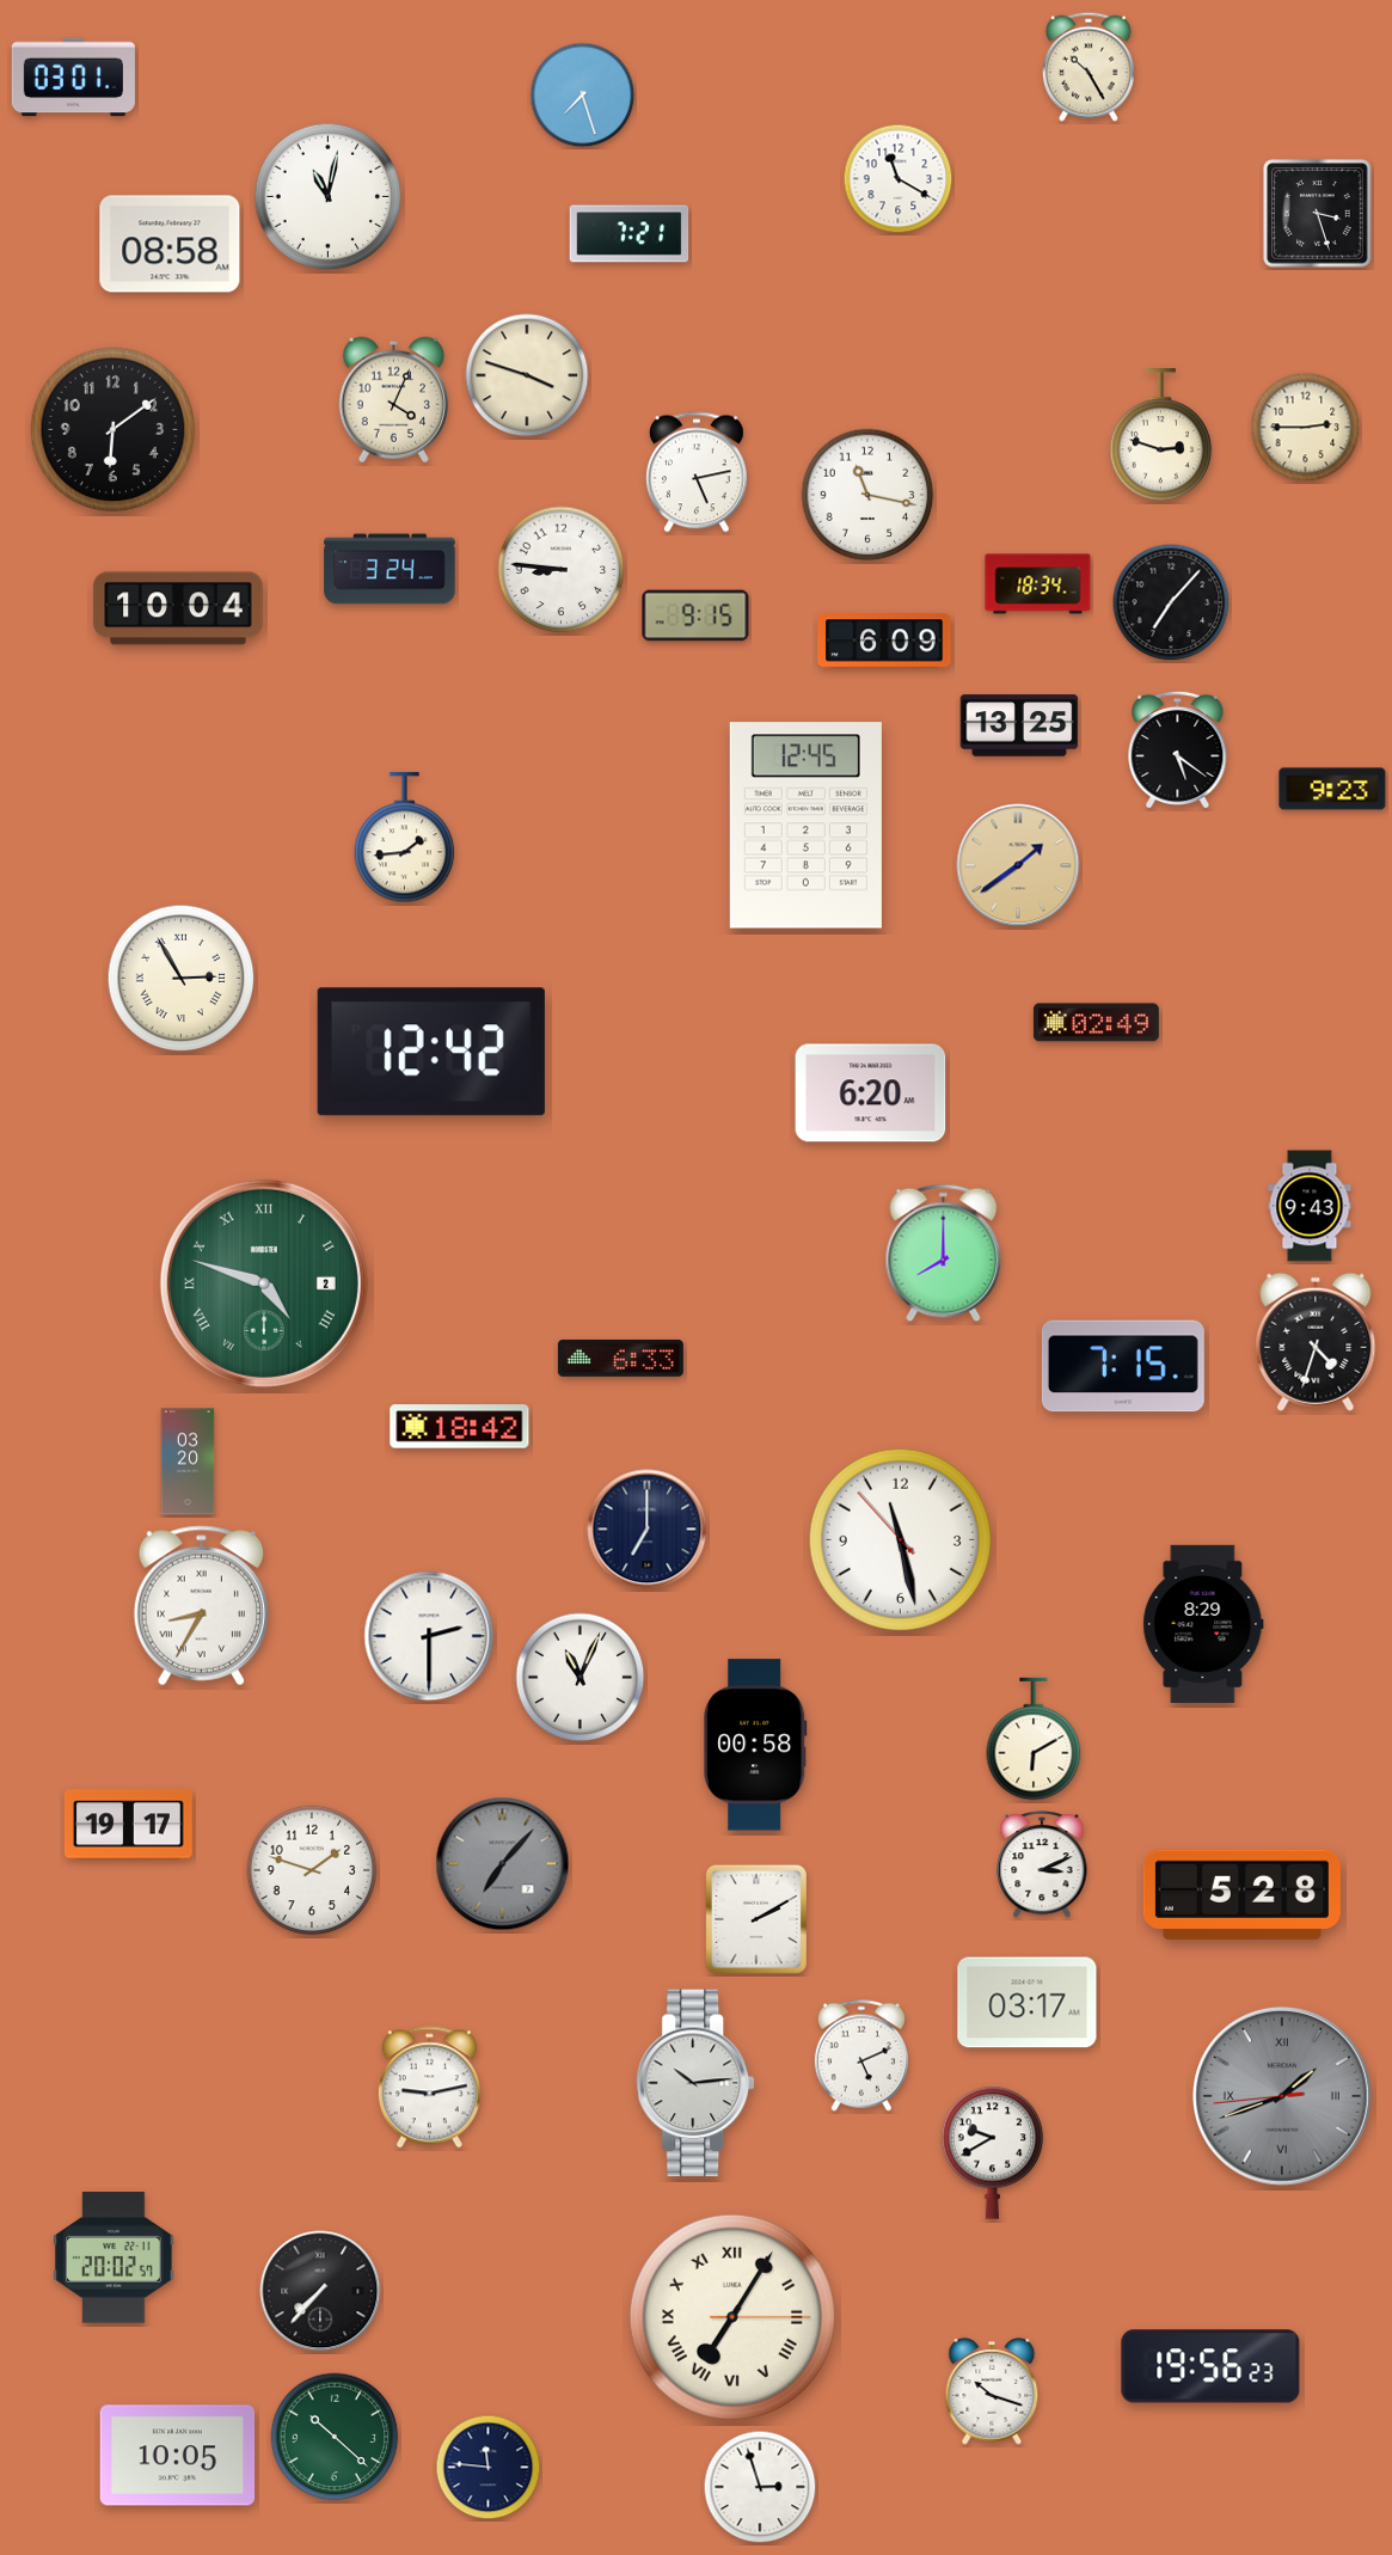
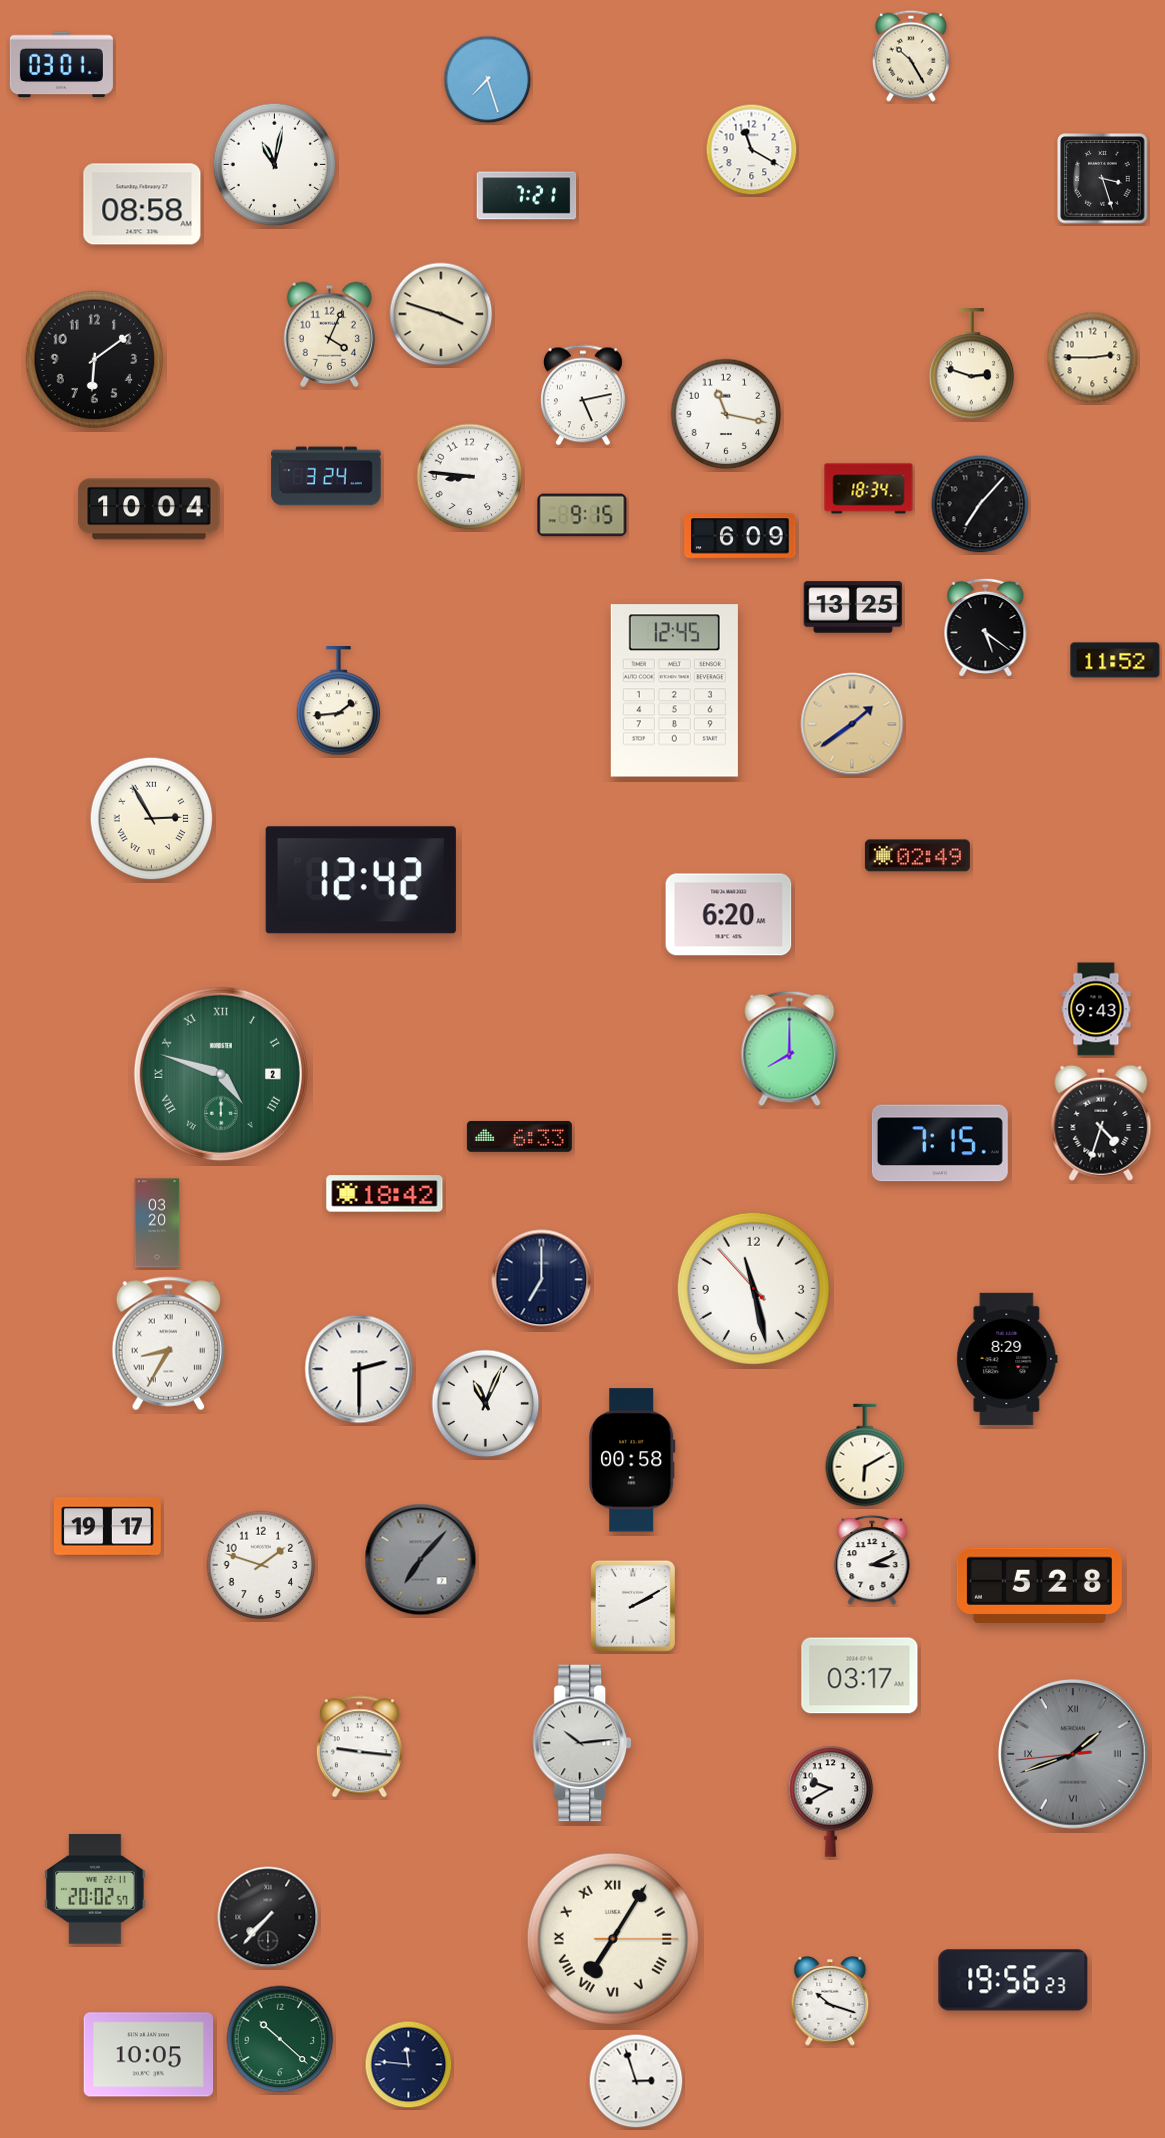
clock at (1332, 789): 9:23 -> 11:52
clock at (861, 2055): 5:11 -> none
clock at (429, 2088): 9:13 -> 9:16
